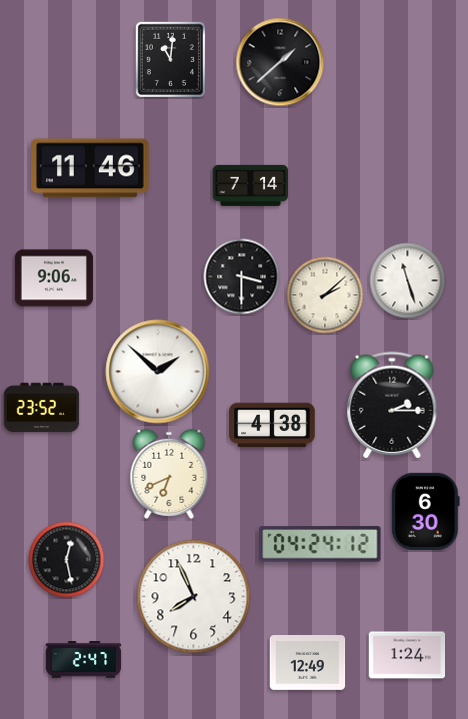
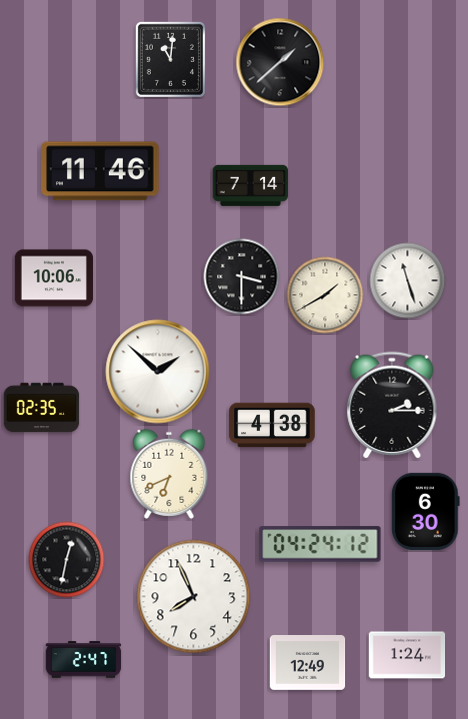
clock at (90, 168) position: (90, 168) -> (100, 171)
clock at (54, 278): 9:06 -> 10:06
clock at (325, 295): 2:08 -> 1:40
clock at (42, 408): 23:52 -> 02:35
clock at (67, 560): 12:28 -> 12:32
